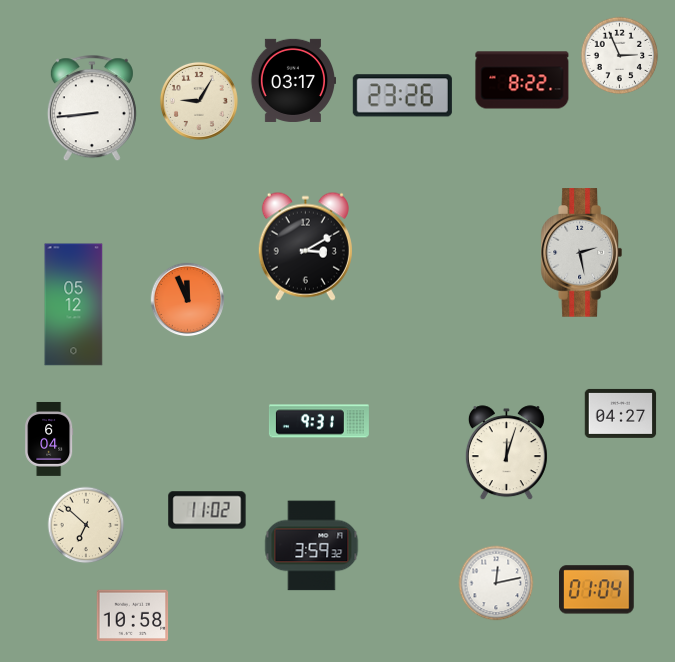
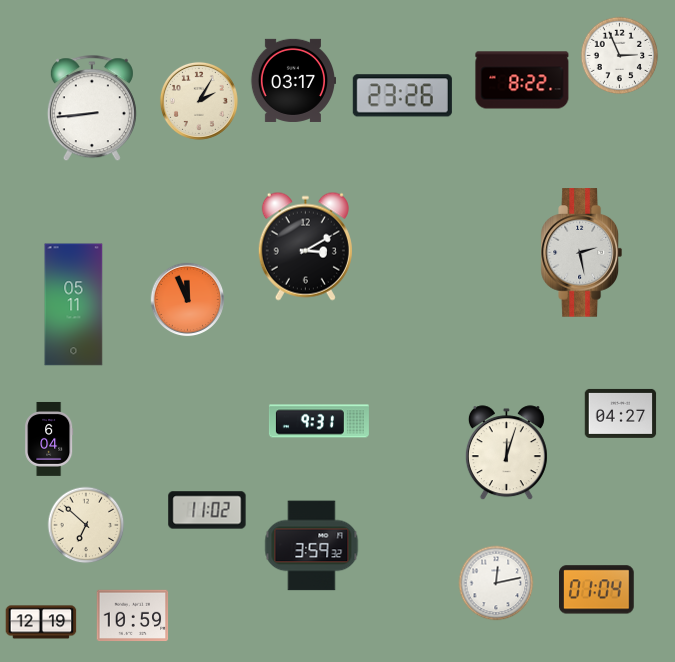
clock at (199, 101): 9:05 -> 2:05
clock at (74, 305): 05:12 -> 05:11
clock at (133, 616): 10:58 -> 10:59
clock at (41, 622): none -> 12:19
